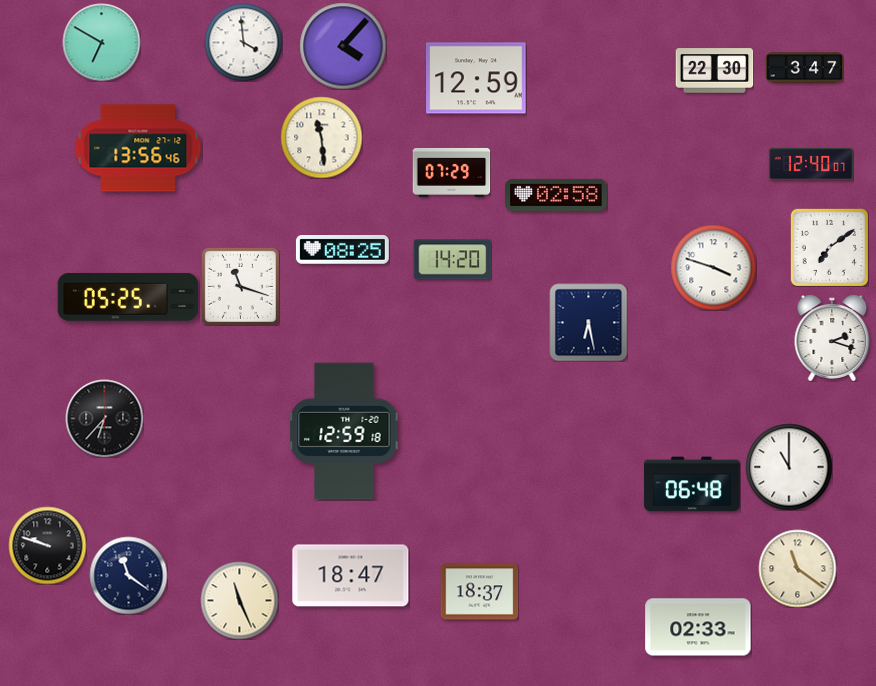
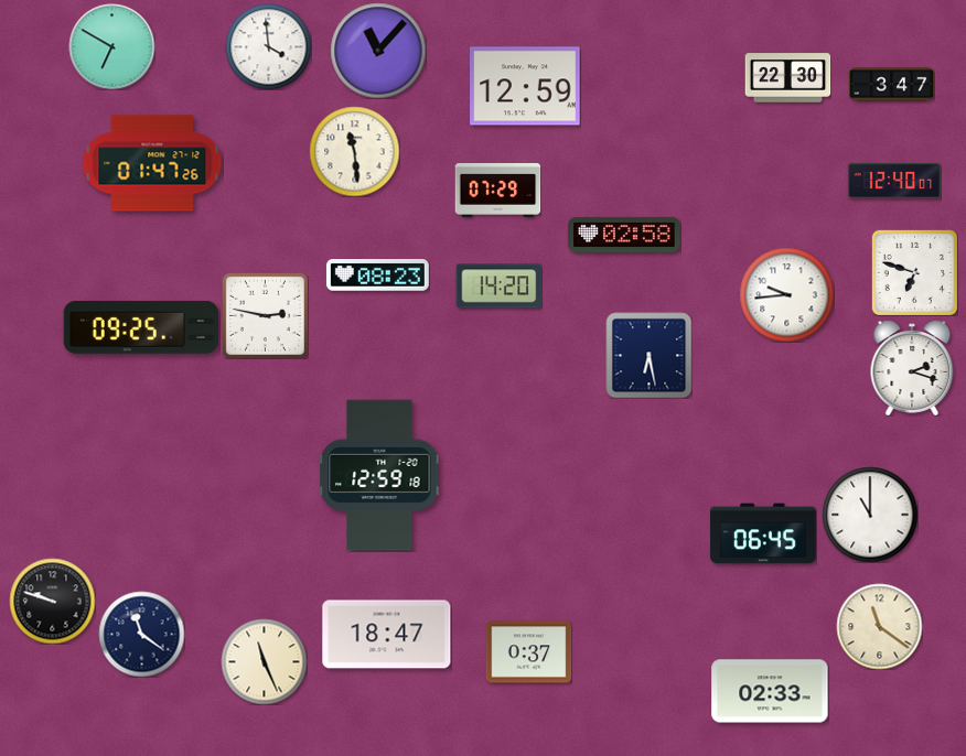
clock at (343, 46): 4:07 -> 11:07
clock at (804, 68) position: (804, 68) -> (891, 85)
clock at (138, 148): 13:56 -> 01:47
clock at (556, 195) position: (556, 195) -> (624, 235)
clock at (829, 247): 7:09 -> 6:48
clock at (342, 250): 08:25 -> 08:23
clock at (713, 267): 3:48 -> 9:44
clock at (240, 286): 11:18 -> 2:47
clock at (127, 297): 05:25 -> 09:25
clock at (832, 338) position: (832, 338) -> (912, 368)
clock at (104, 418): 6:37 -> none
clock at (692, 484): 06:48 -> 06:45
clock at (479, 592): 18:37 -> 0:37
